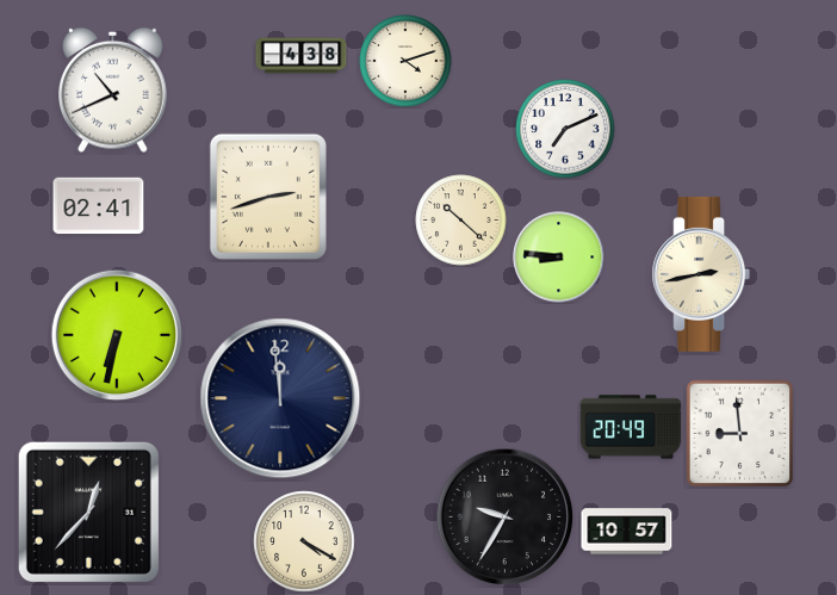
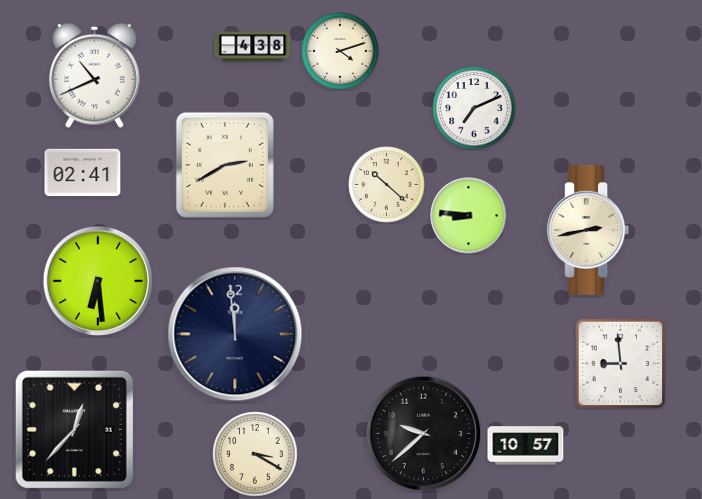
clock at (268, 197): 2:42 -> 2:40
clock at (116, 334): 6:32 -> 6:29
clock at (631, 427): 20:49 -> none
clock at (506, 517): 9:35 -> 9:38
clock at (304, 541): 4:20 -> 3:20
